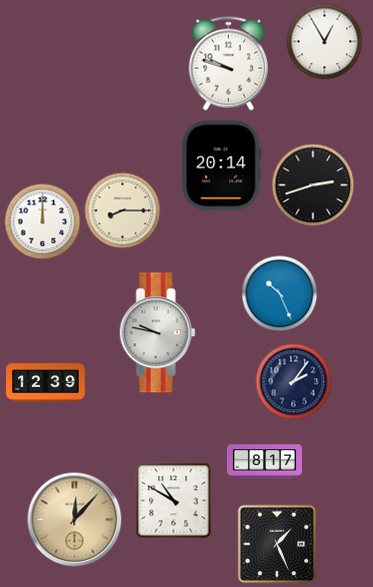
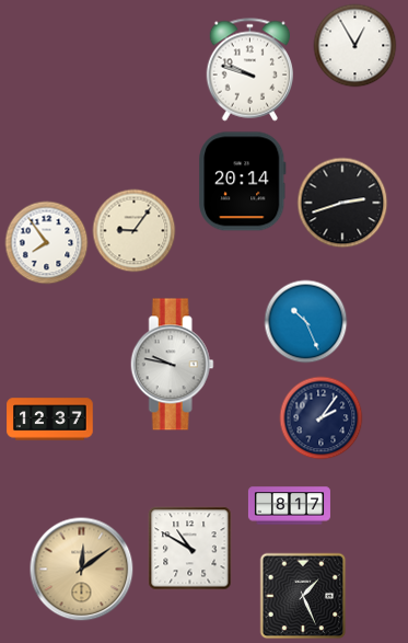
clock at (123, 211): 8:15 -> 9:06
clock at (43, 222): 12:00 -> 7:54
clock at (46, 383): 12:39 -> 12:37
clock at (75, 520): 12:07 -> 12:09
